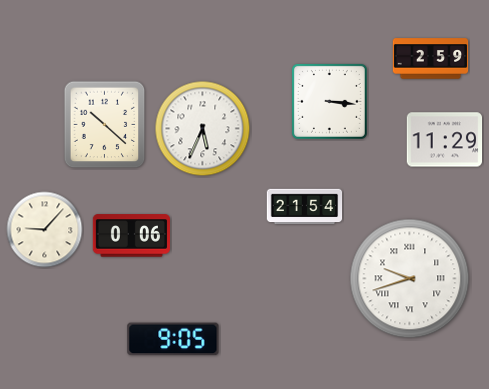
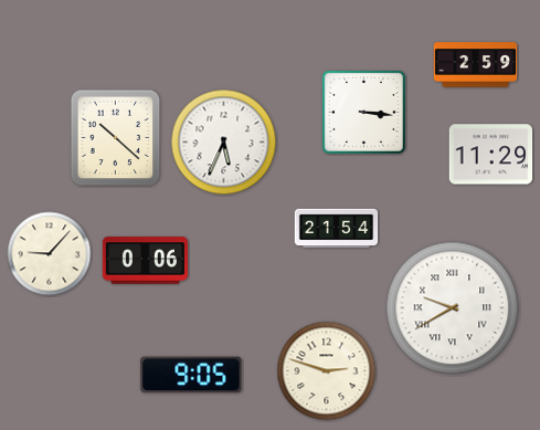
clock at (410, 279): 9:42 -> 9:40
clock at (327, 371): none -> 2:48
